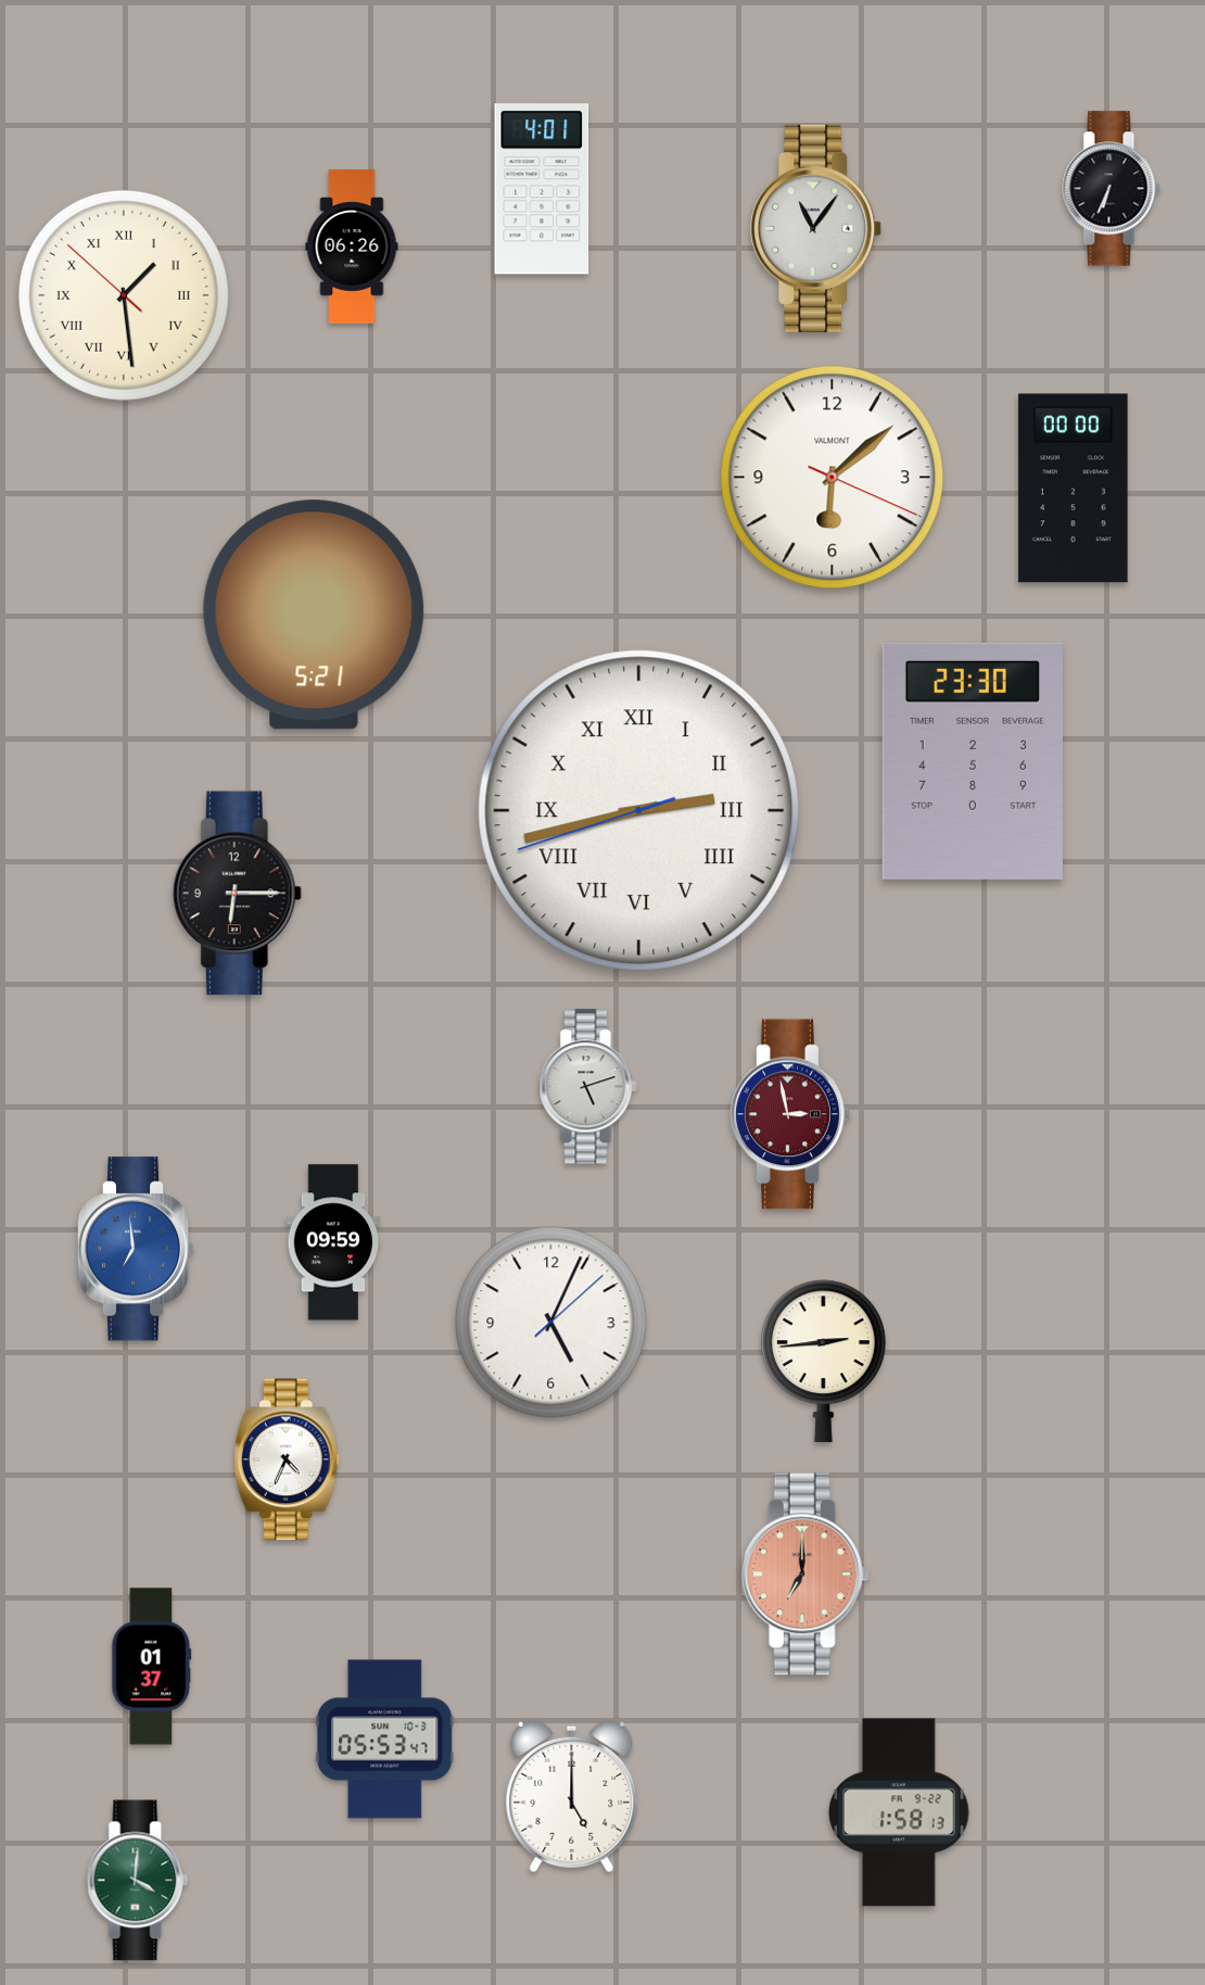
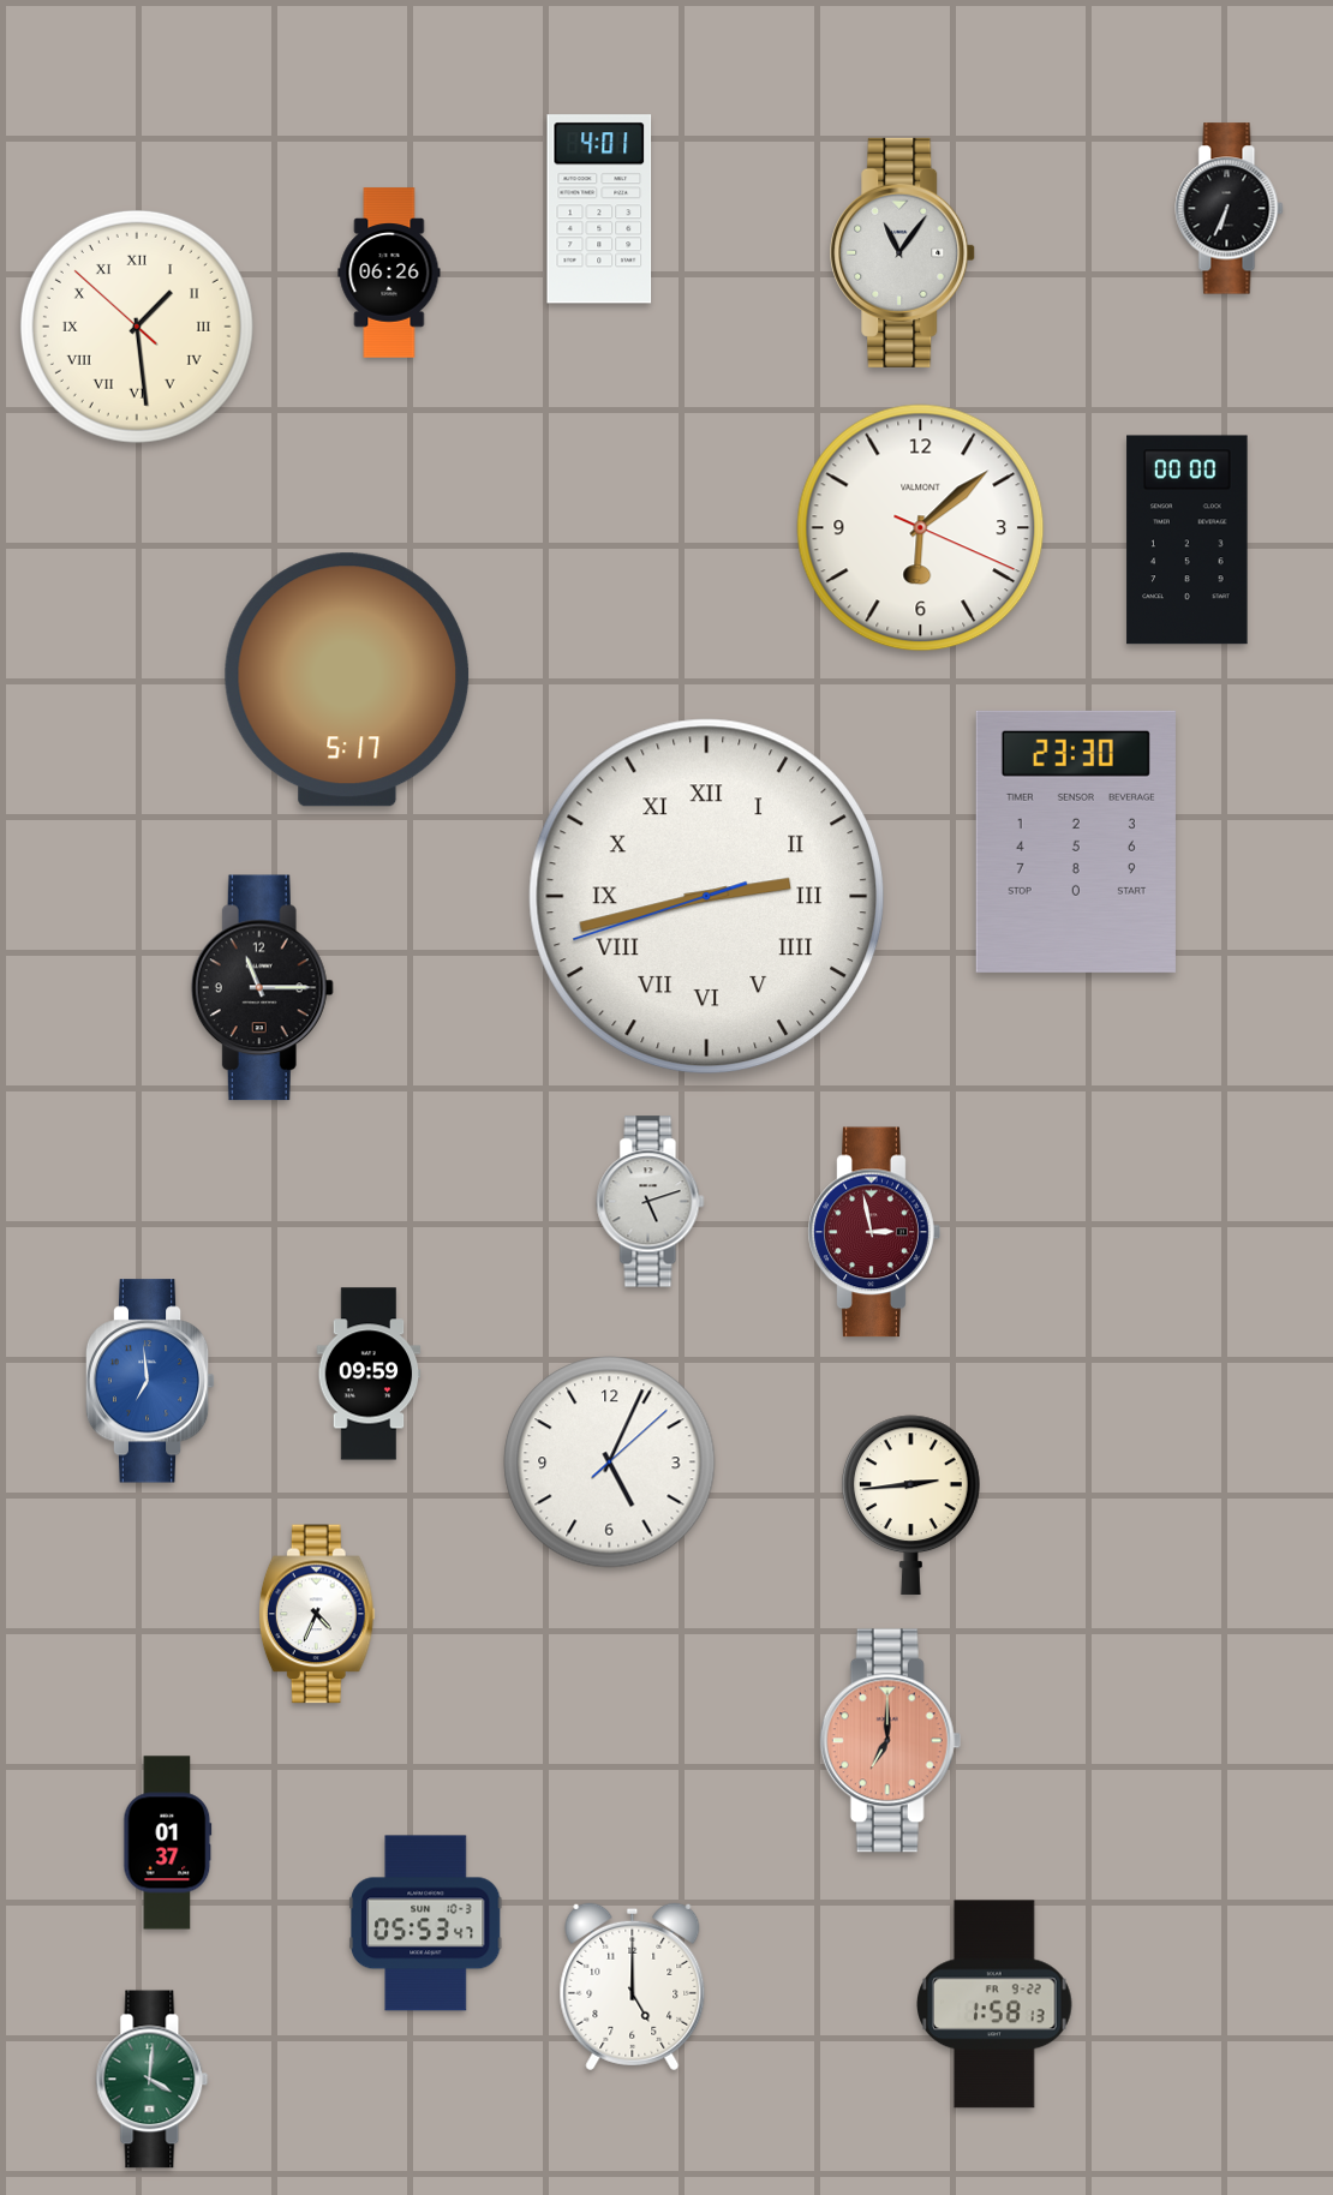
clock at (314, 615): 5:21 -> 5:17
clock at (237, 894): 6:15 -> 11:15
